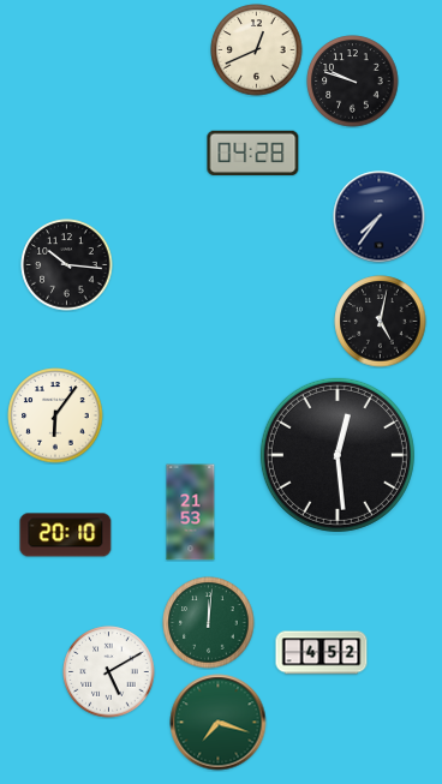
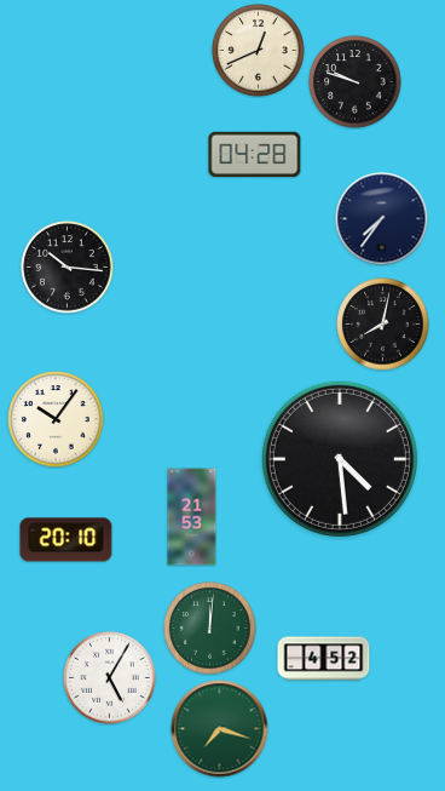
clock at (381, 322): 5:02 -> 8:02
clock at (55, 415): 6:06 -> 10:06
clock at (338, 455): 12:29 -> 4:29
clock at (109, 672): 5:10 -> 5:05
